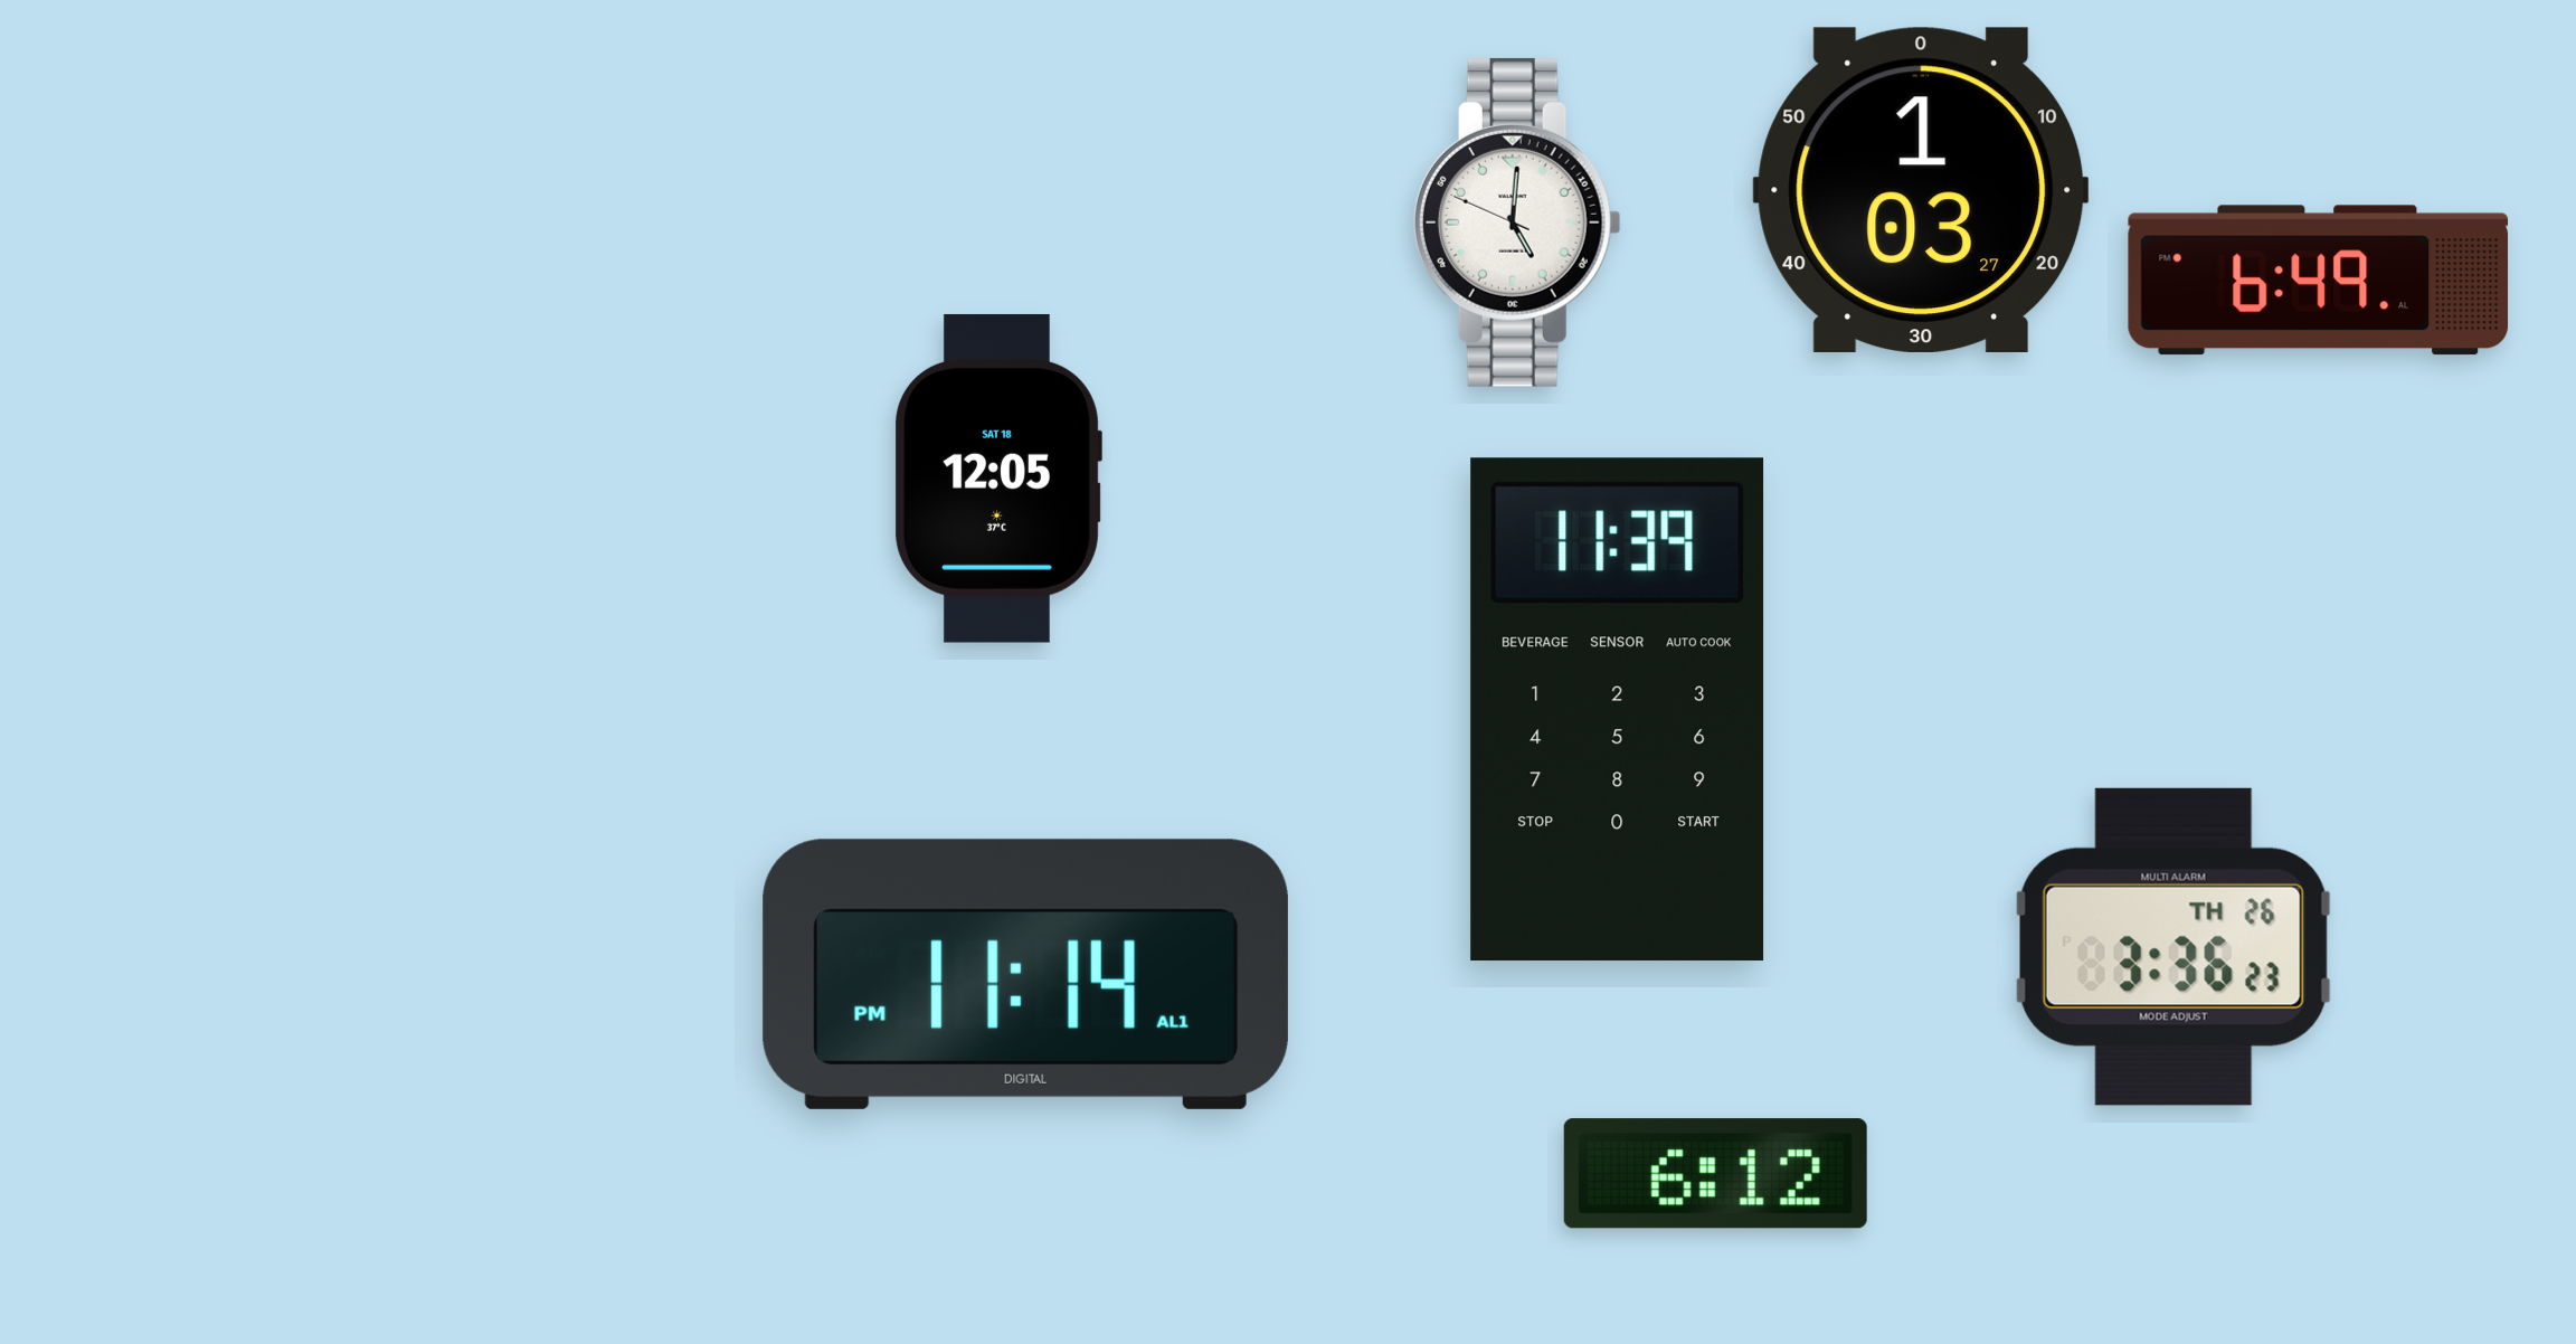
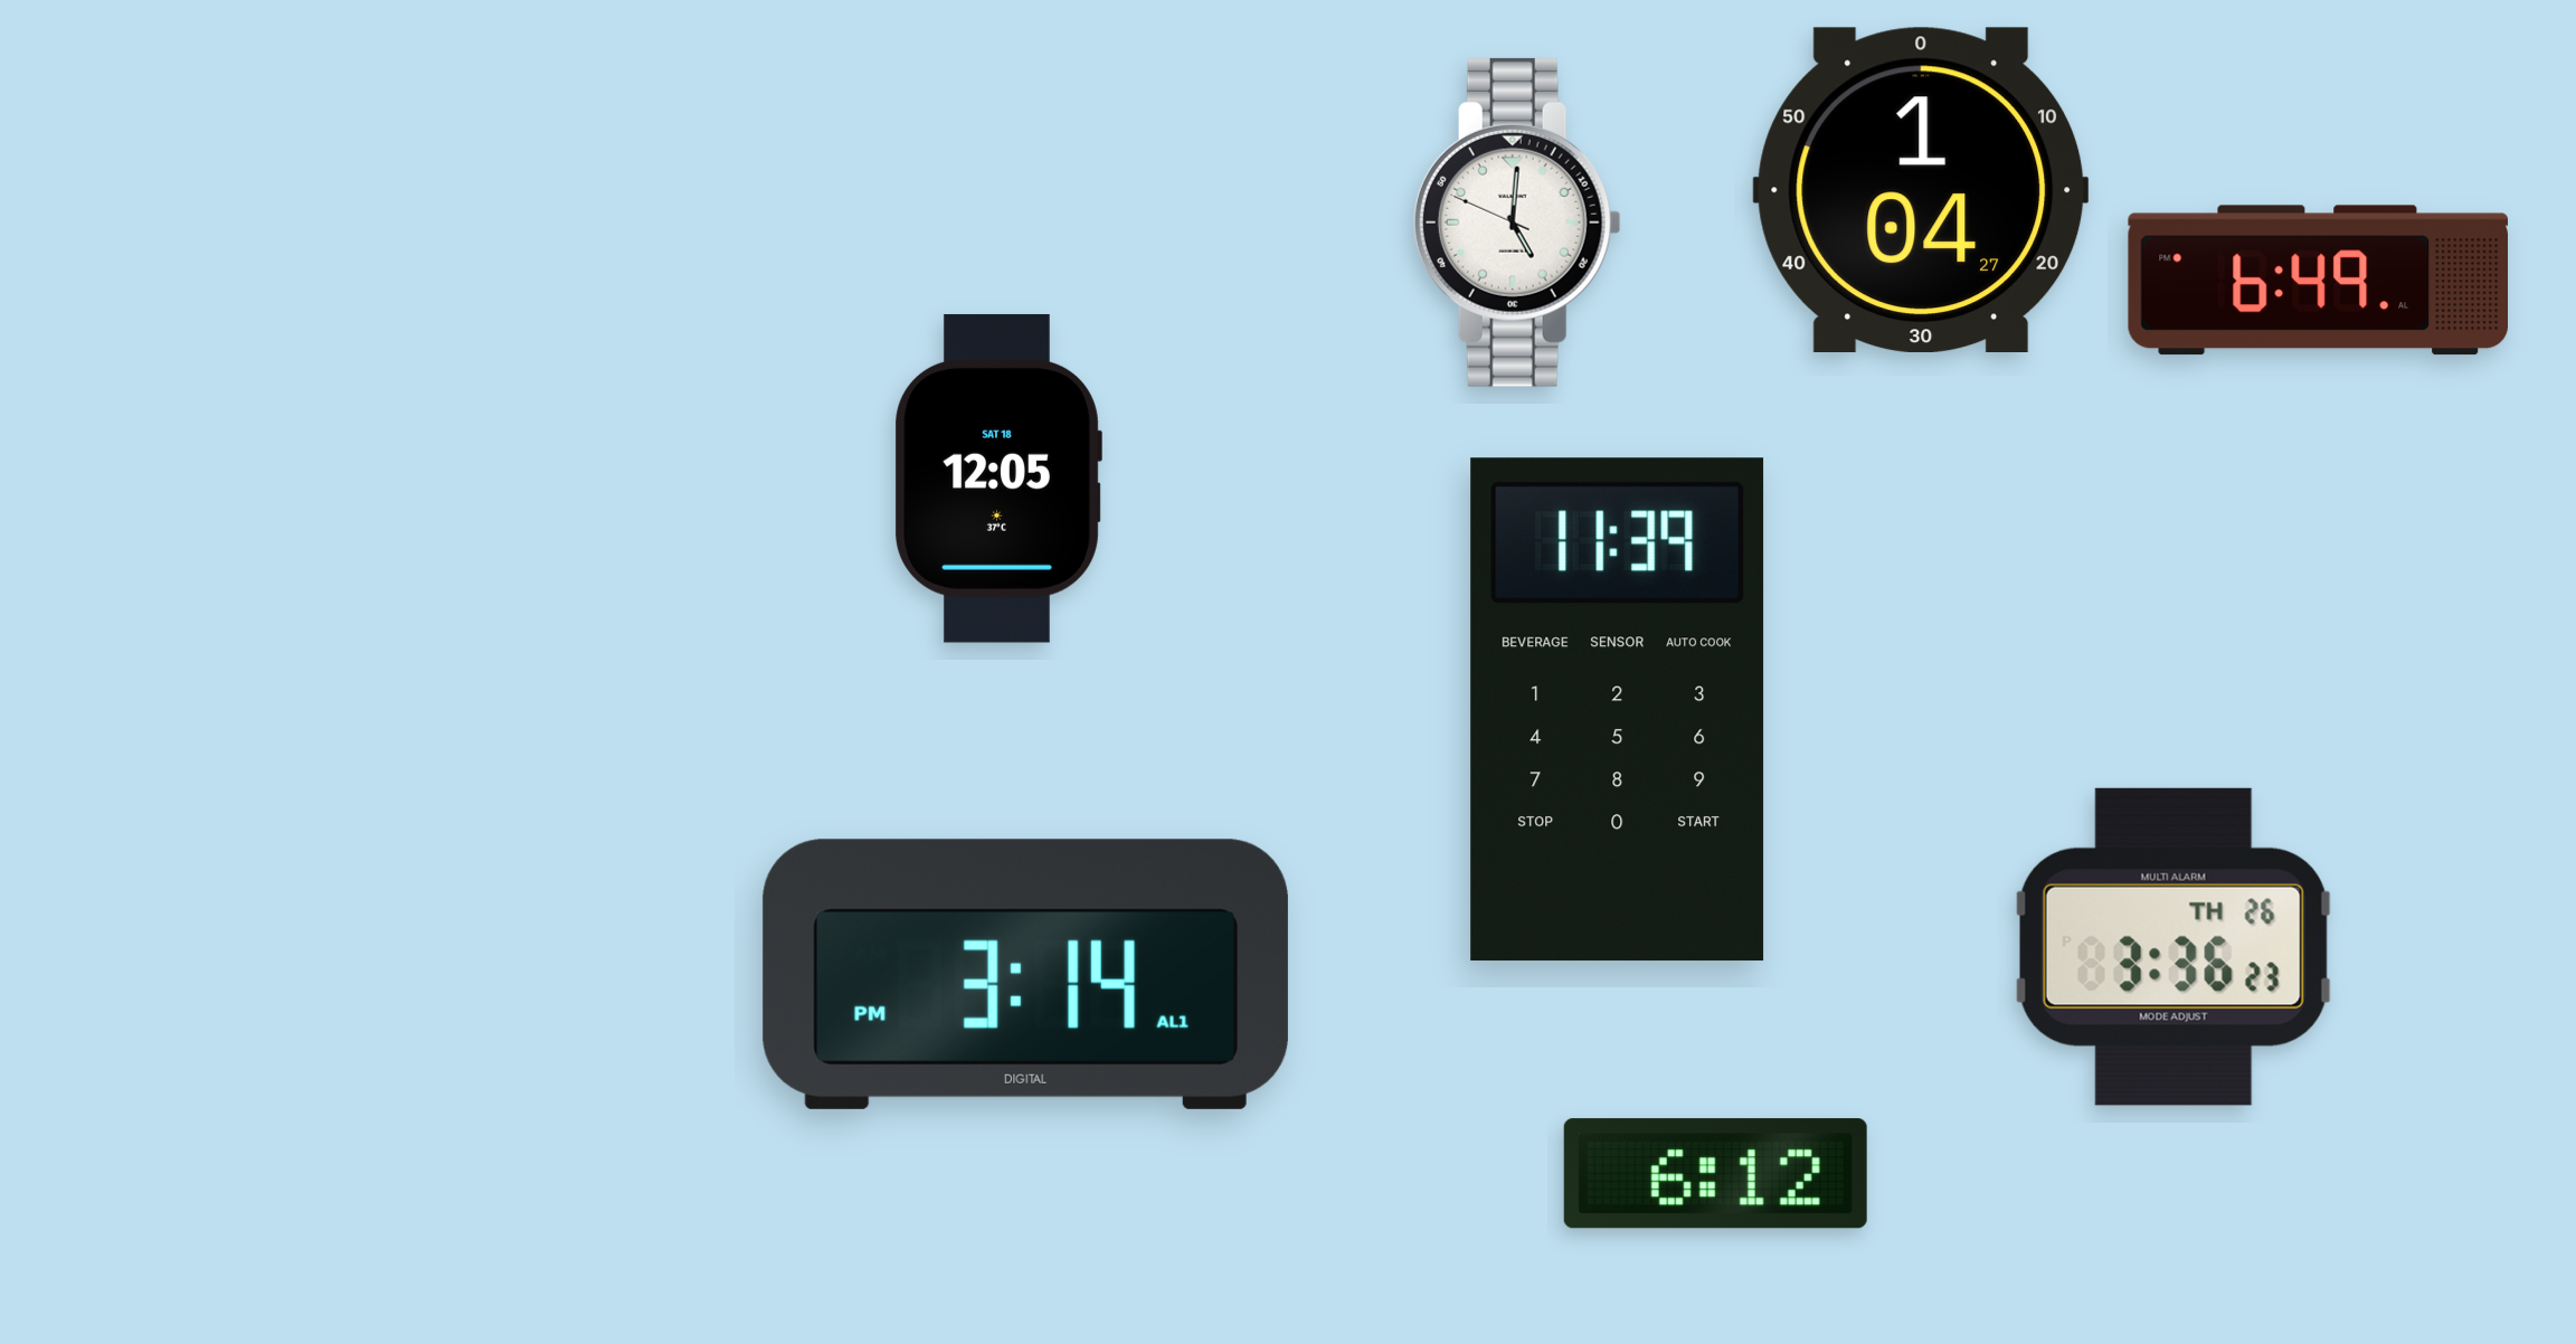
clock at (1921, 189): 1:03 -> 1:04
clock at (1025, 974): 11:14 -> 3:14
